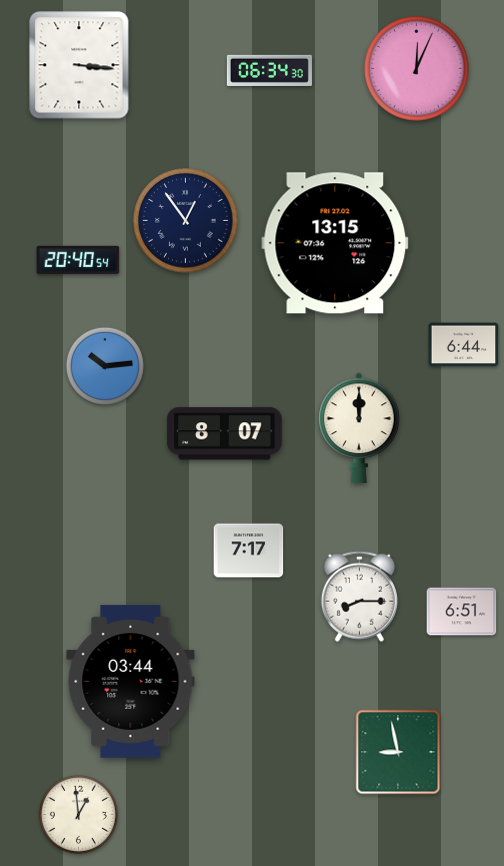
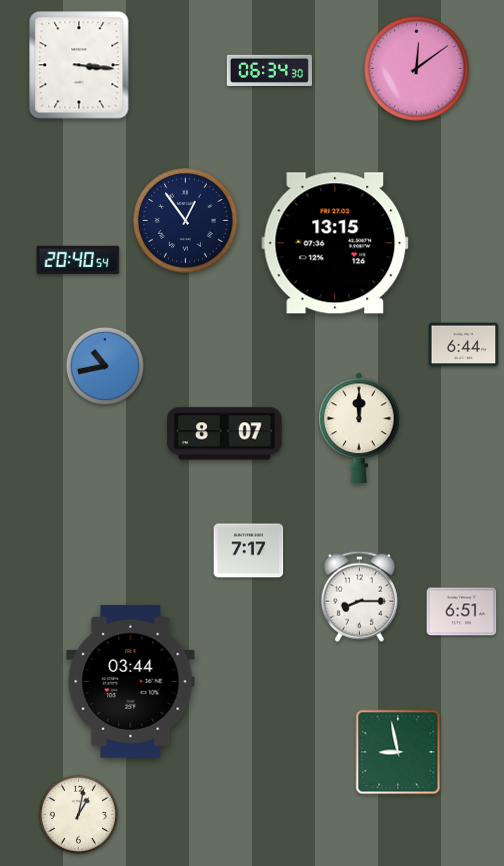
clock at (417, 69): 12:04 -> 12:09
clock at (105, 366): 10:14 -> 10:43
clock at (78, 814): 12:59 -> 1:02
